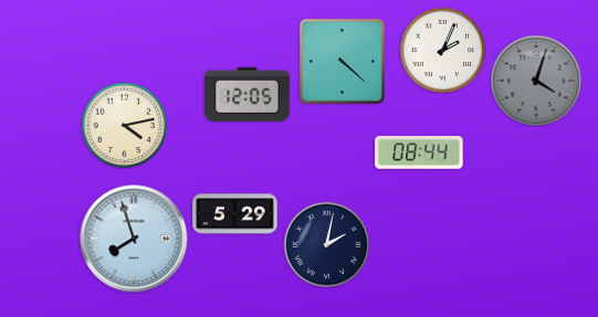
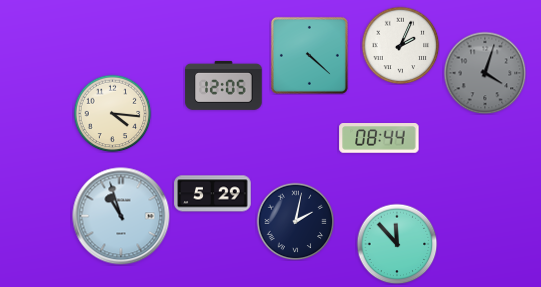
clock at (124, 125): 4:13 -> 4:16
clock at (134, 239): 7:57 -> 10:57
clock at (397, 244): none -> 11:53
